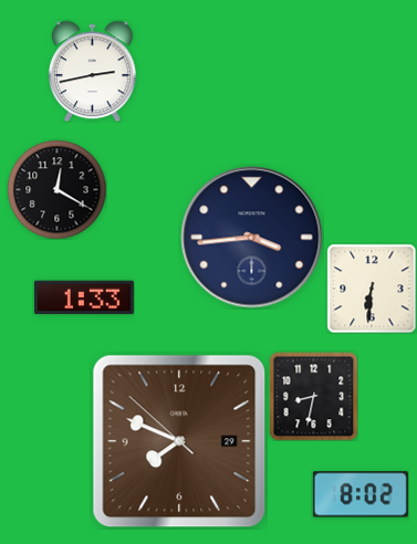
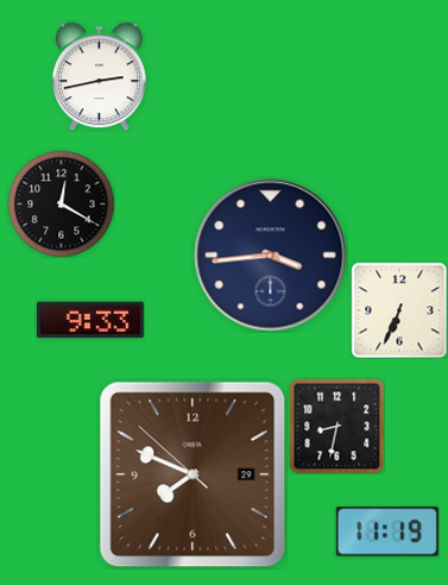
clock at (372, 289): 6:31 -> 6:34
clock at (84, 297): 1:33 -> 9:33
clock at (361, 494): 8:02 -> 11:19
